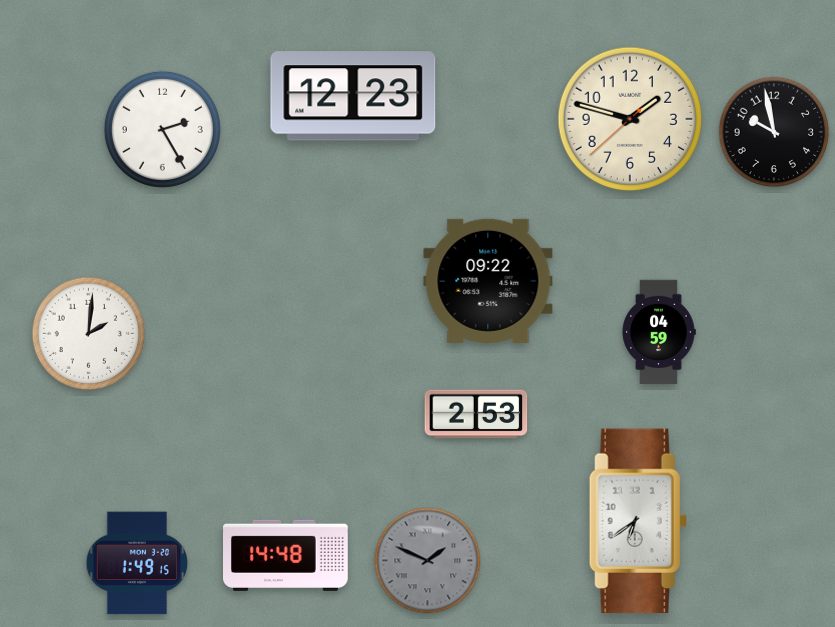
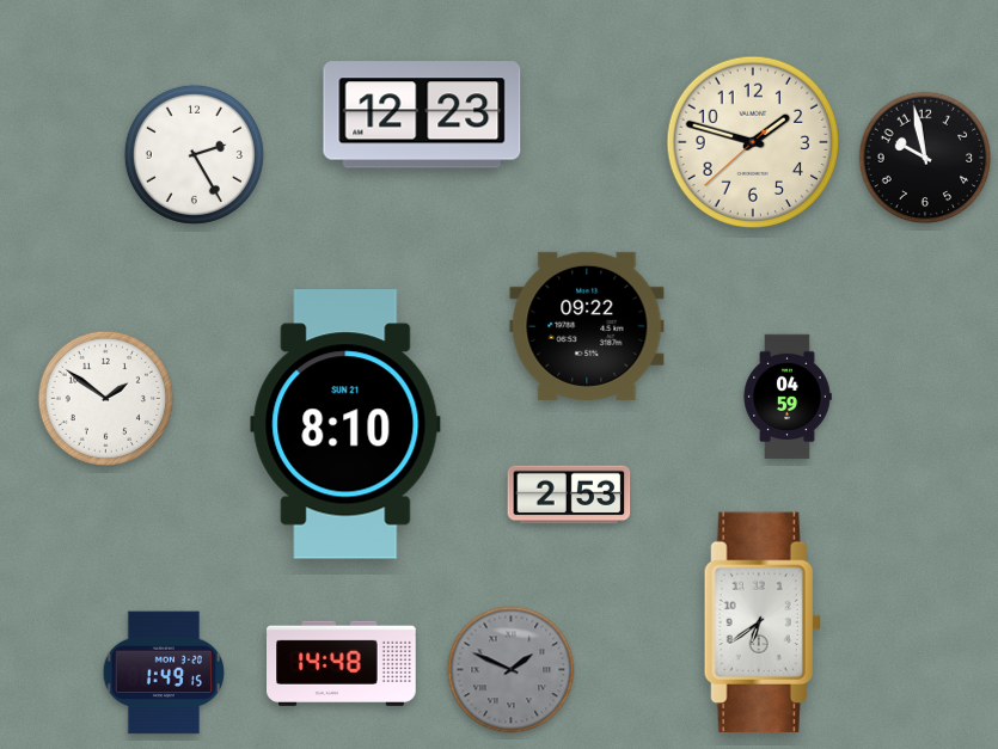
clock at (488, 281) position: (488, 281) -> (587, 326)
clock at (88, 333): 2:01 -> 1:51
clock at (345, 424): none -> 8:10
